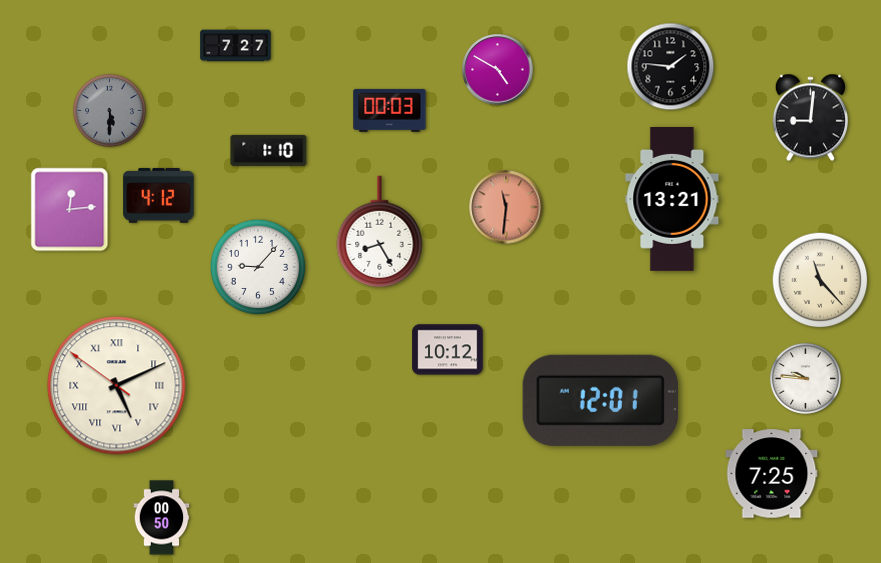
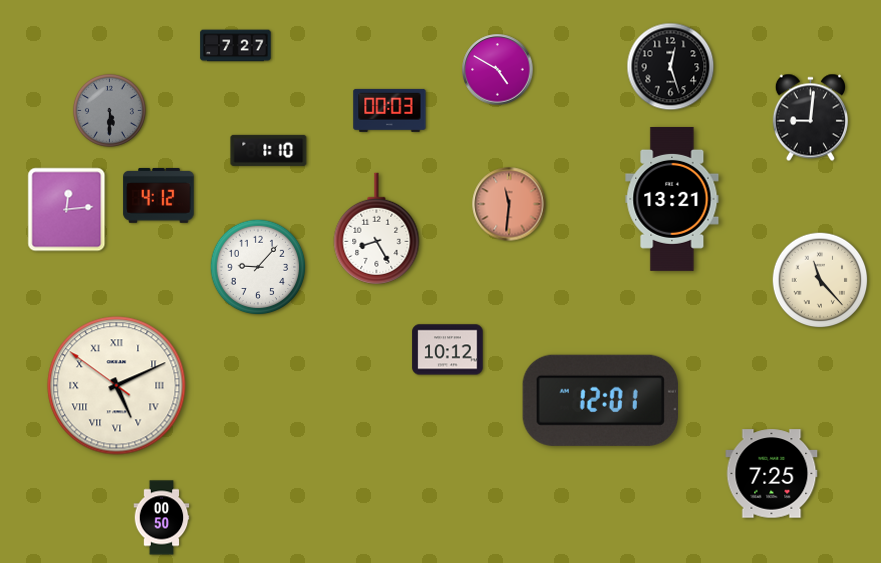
clock at (671, 67): 1:46 -> 12:27
clock at (506, 207) position: (506, 207) -> (509, 204)
clock at (70, 210) position: (70, 210) -> (67, 210)
clock at (380, 232) position: (380, 232) -> (377, 229)
clock at (805, 378): 9:46 -> none
